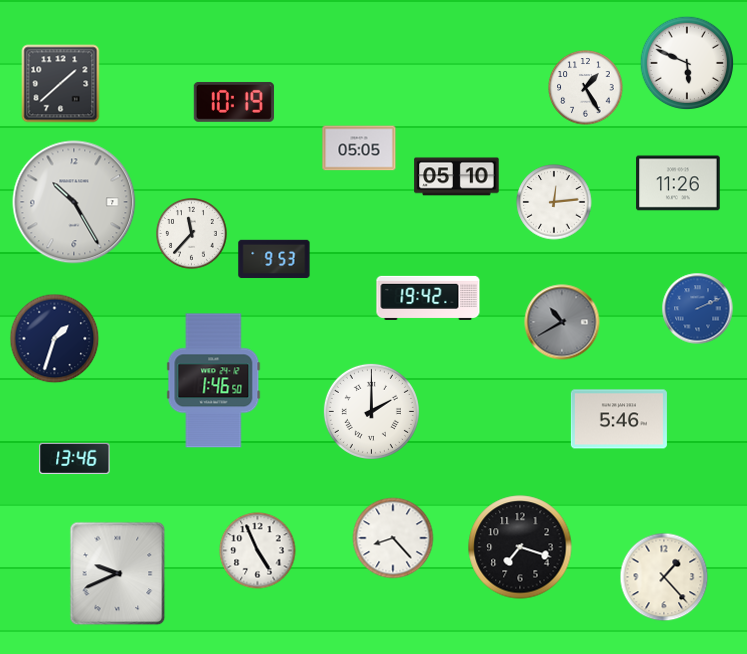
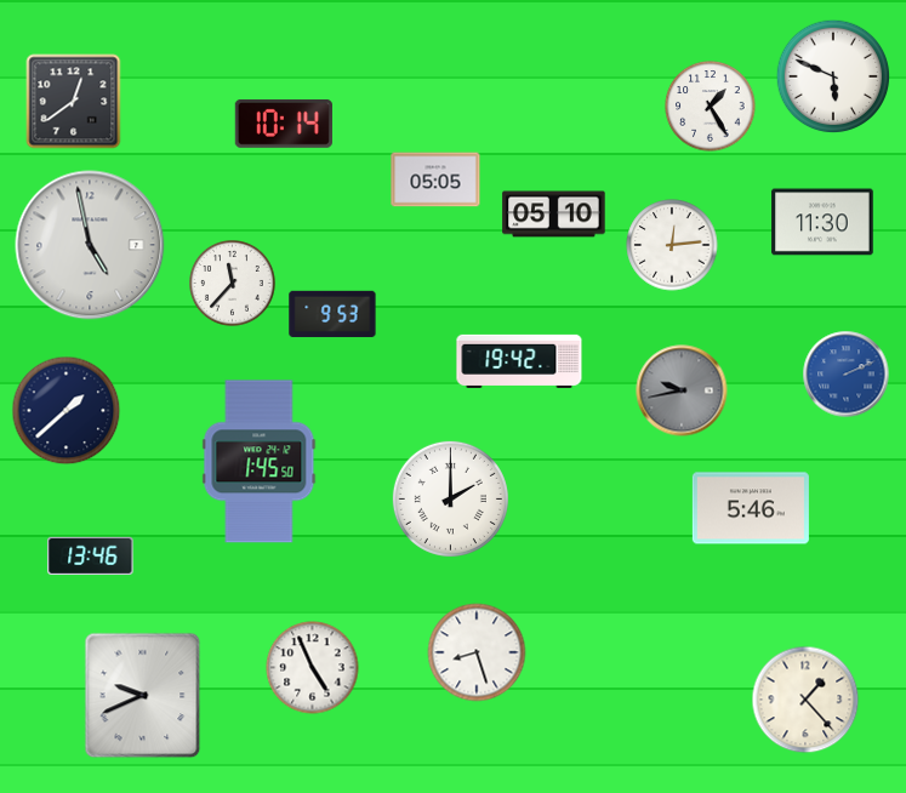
clock at (61, 84): 1:38 -> 12:39
clock at (234, 102): 10:19 -> 10:14
clock at (678, 183): 11:26 -> 11:30
clock at (74, 202): 10:25 -> 4:58
clock at (562, 322): 10:40 -> 9:43
clock at (55, 339): 1:33 -> 1:38
clock at (214, 381): 1:46 -> 1:45
clock at (393, 538): 8:23 -> 8:27
clock at (520, 547): 7:18 -> none
